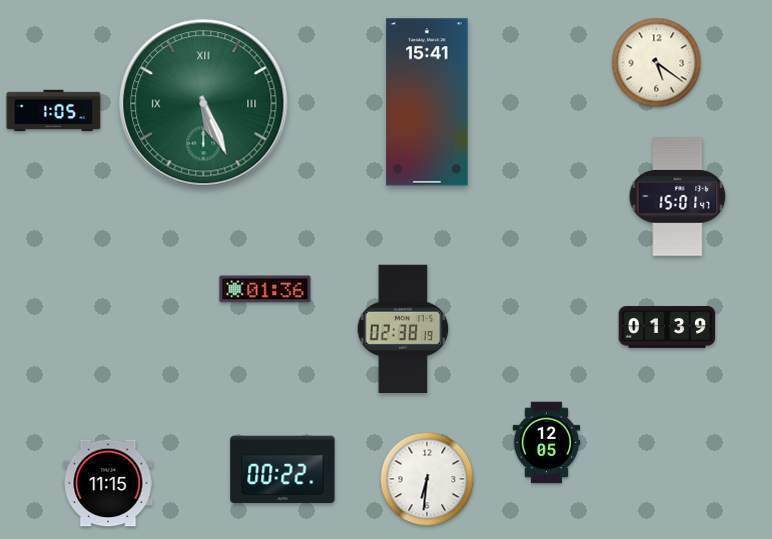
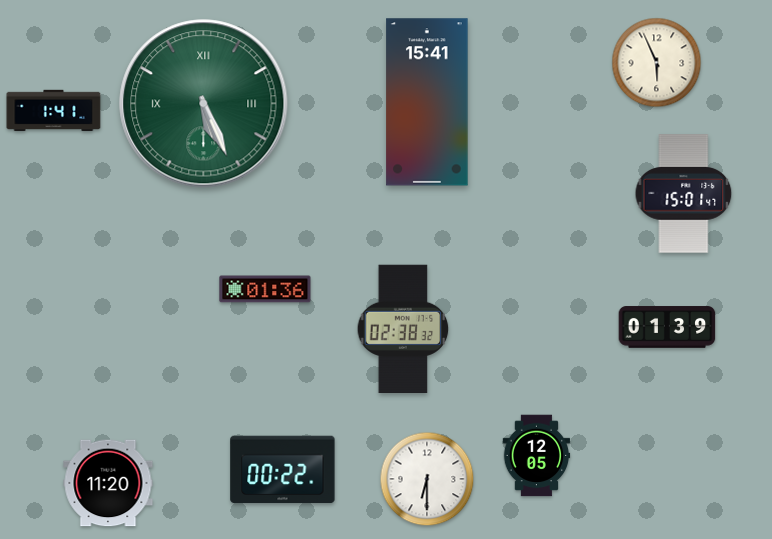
clock at (657, 63): 5:21 -> 5:56
clock at (54, 111): 1:05 -> 1:41
clock at (678, 197) position: (678, 197) -> (684, 194)
clock at (403, 328): 02:38:19 -> 02:38:32
clock at (547, 443) position: (547, 443) -> (537, 456)
clock at (427, 479): 6:31 -> 6:30
clock at (108, 483): 11:15 -> 11:20
